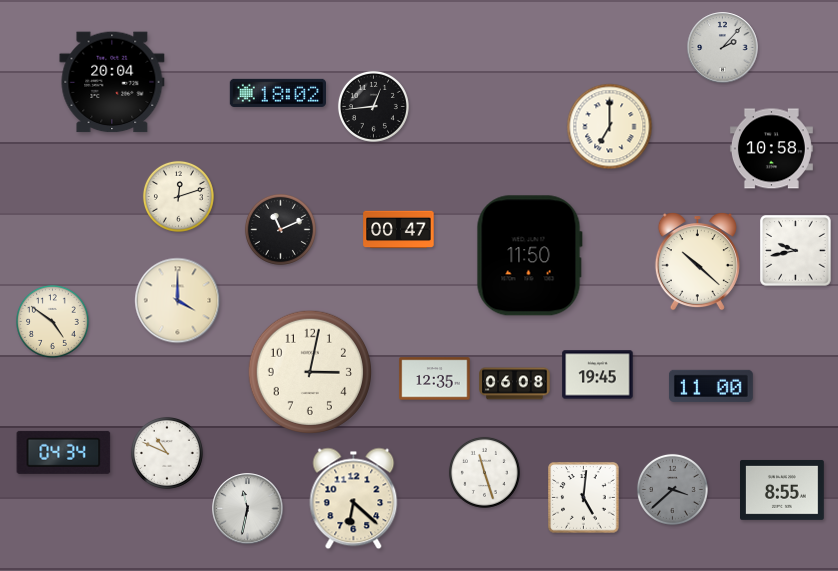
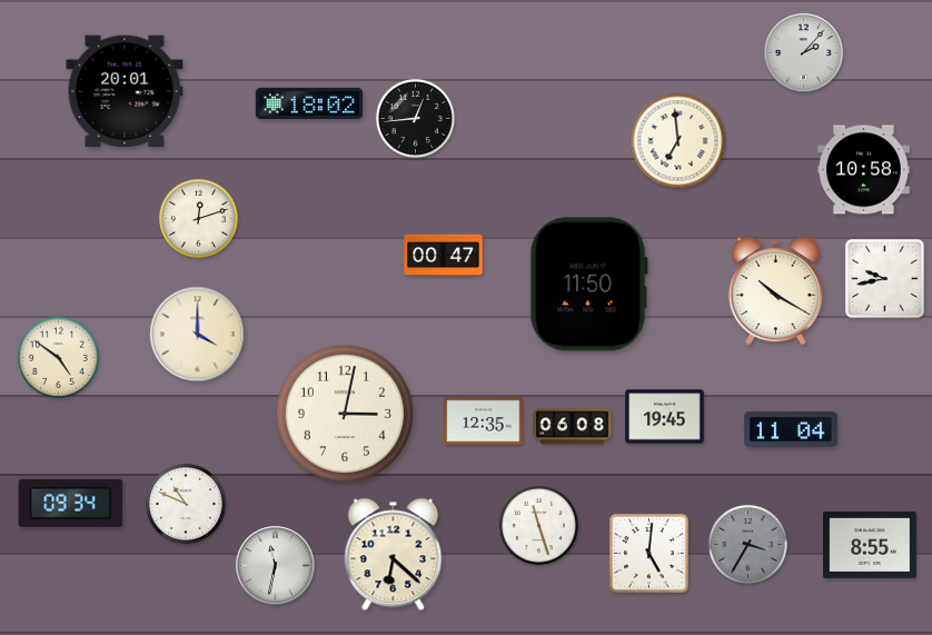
clock at (112, 82): 20:04 -> 20:01
clock at (610, 127): 7:00 -> 6:59
clock at (771, 149) position: (771, 149) -> (863, 170)
clock at (280, 229): 11:11 -> none
clock at (697, 262): 10:22 -> 10:20
clock at (711, 386): 11:00 -> 11:04
clock at (64, 452): 04:34 -> 09:34
clock at (672, 489): 3:38 -> 3:35
